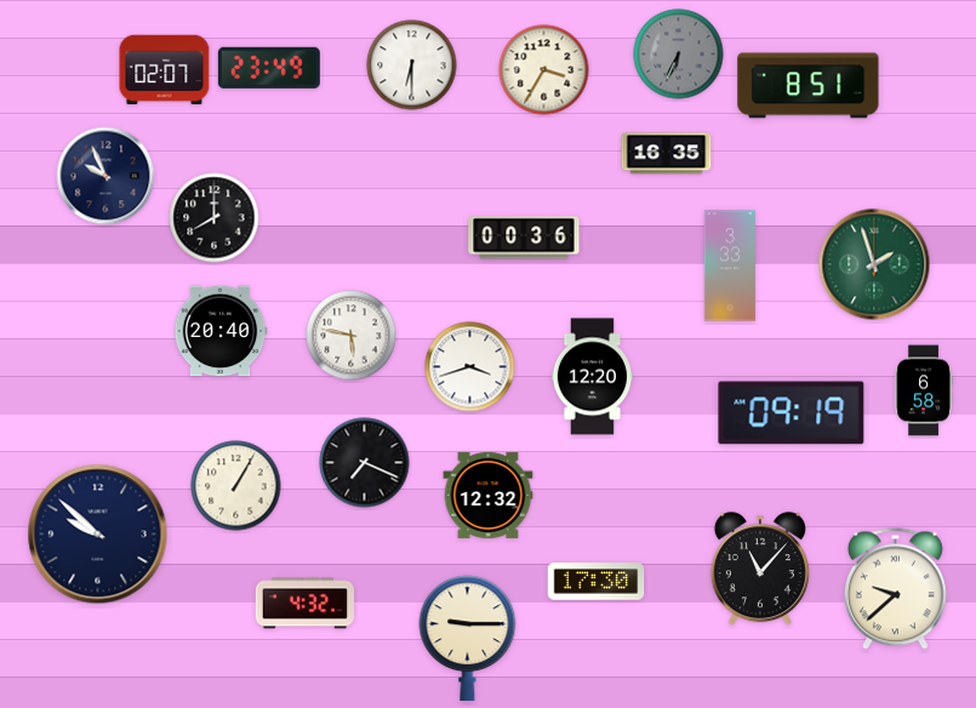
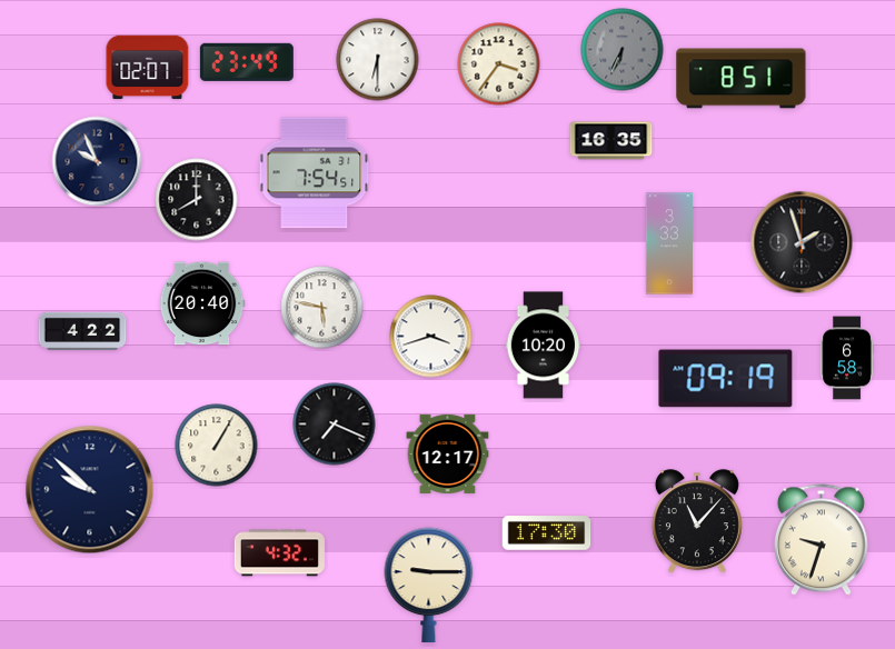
clock at (165, 70) position: (165, 70) -> (148, 68)
clock at (544, 70): 3:35 -> 3:36
clock at (315, 173): none -> 7:54
clock at (524, 238): 00:36 -> none
clock at (874, 264) dial: green -> black
clock at (82, 331): none -> 4:22
clock at (593, 377): 12:20 -> 10:20
clock at (489, 495): 12:32 -> 12:17
clock at (895, 589): 9:38 -> 9:33
